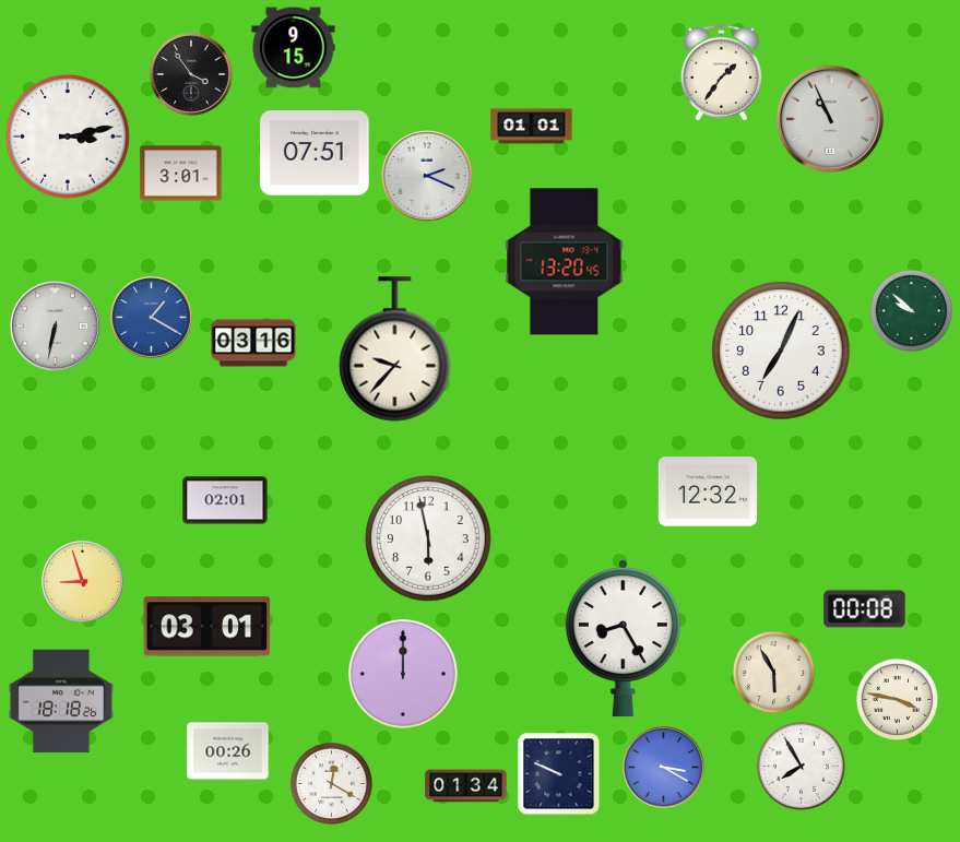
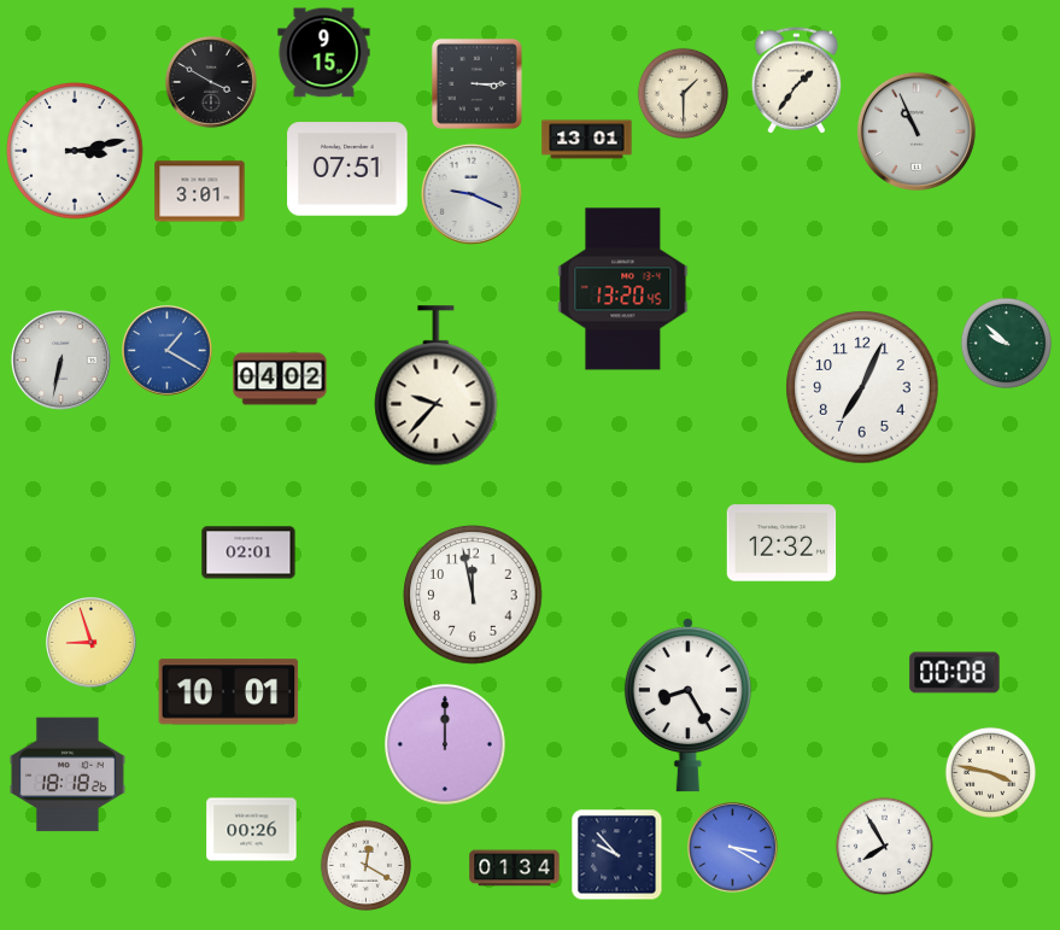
clock at (192, 75): 3:54 -> 3:50
clock at (476, 83): none -> 3:15
clock at (683, 93): none -> 1:30
clock at (532, 127): 01:01 -> 13:01
clock at (427, 176): 2:19 -> 9:19
clock at (253, 343): 03:16 -> 04:02
clock at (428, 538): 5:58 -> 11:58
clock at (208, 627): 03:01 -> 10:01
clock at (773, 672): 5:55 -> none
clock at (559, 774): 9:49 -> 9:53
